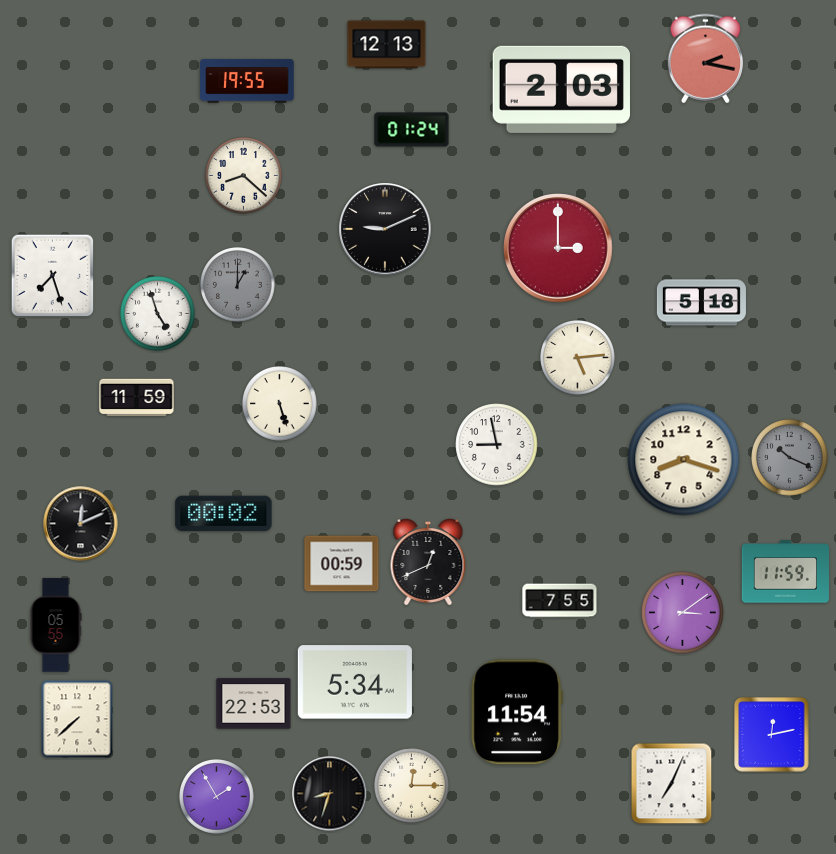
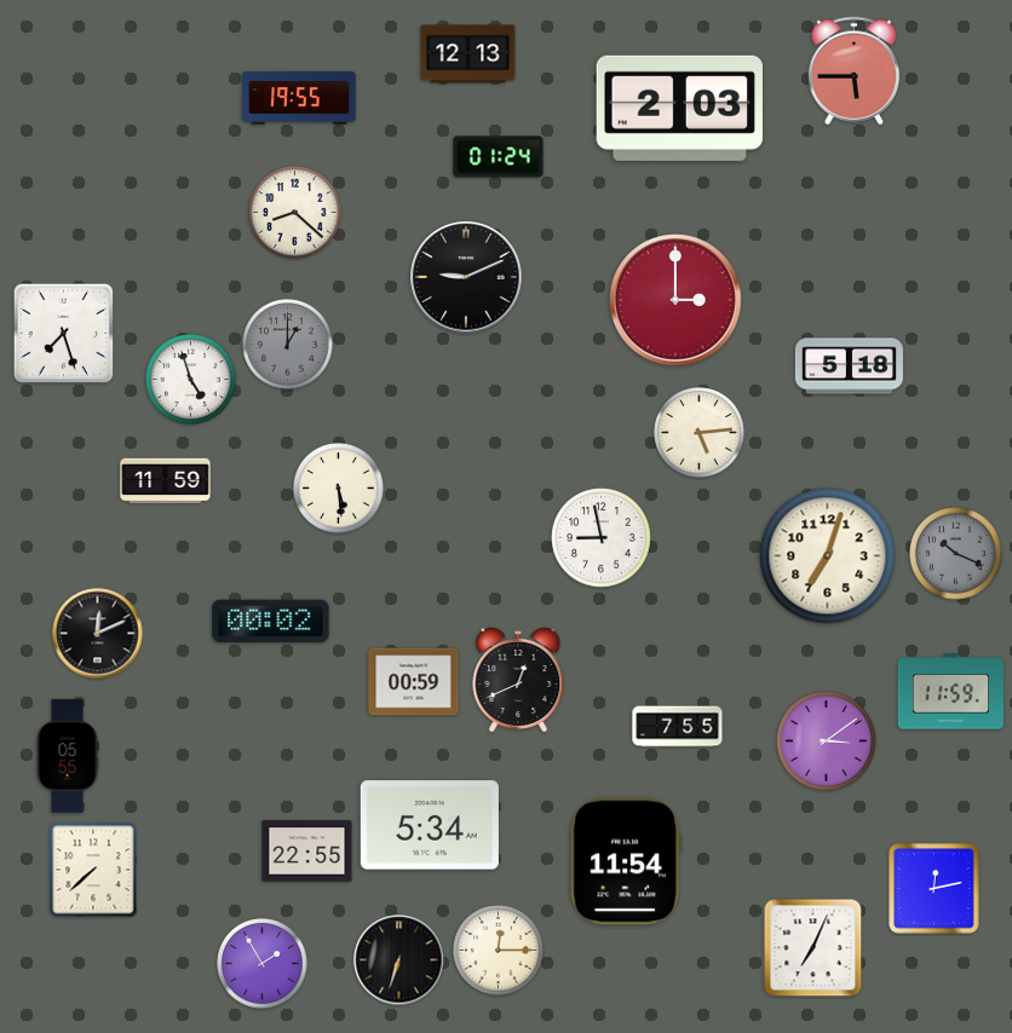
clock at (706, 59): 2:17 -> 5:45
clock at (280, 404): 5:27 -> 5:29
clock at (684, 460): 8:18 -> 7:03
clock at (254, 704): 22:53 -> 22:55
clock at (330, 794): 8:33 -> 6:33
